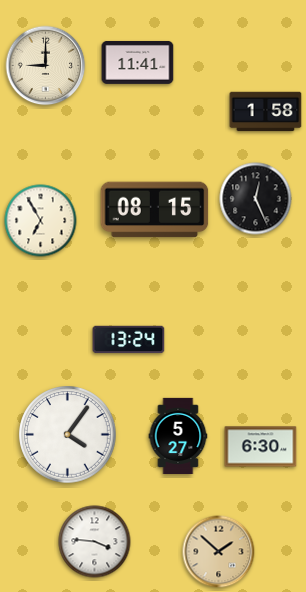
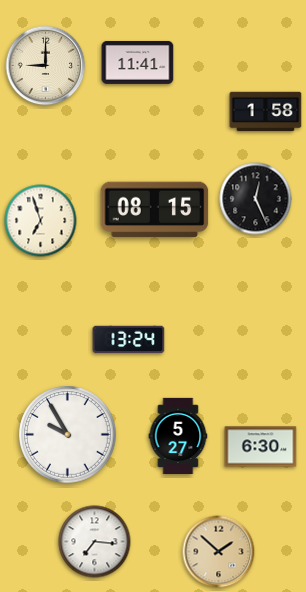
clock at (41, 221): 6:55 -> 6:57
clock at (68, 435): 4:06 -> 9:55
clock at (95, 542): 3:46 -> 7:16
